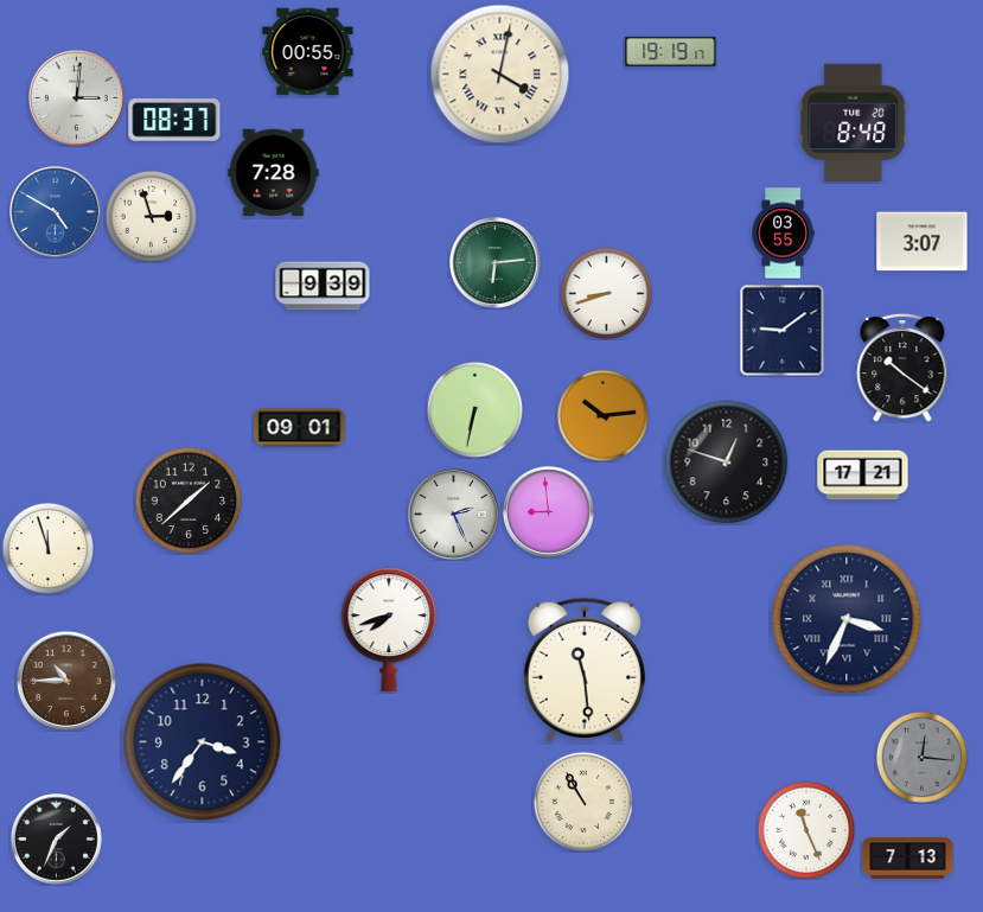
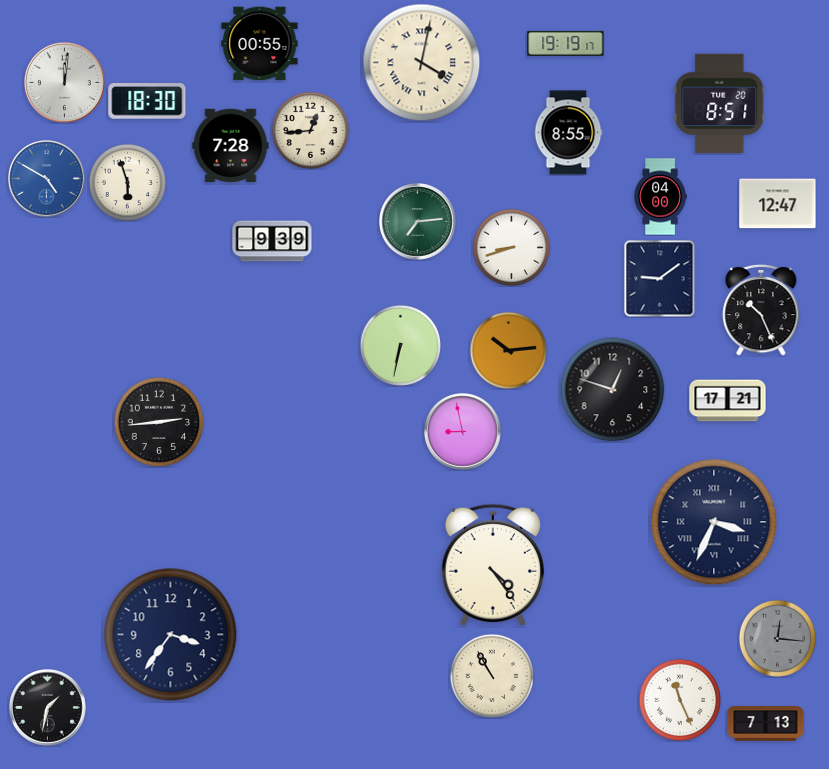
clock at (76, 97): 3:01 -> 12:01
clock at (174, 120): 08:37 -> 18:30
clock at (854, 122): 8:48 -> 8:51
clock at (310, 130): none -> 12:44
clock at (568, 133): none -> 8:55
clock at (151, 216): 2:57 -> 5:57
clock at (783, 234): 03:55 -> 04:00
clock at (923, 242): 3:07 -> 12:47
clock at (496, 263): 6:14 -> 7:14
clock at (902, 368): 10:21 -> 10:26
clock at (300, 428): 09:01 -> none
clock at (189, 500): 1:38 -> 2:44
clock at (549, 512): 8:59 -> 8:58
clock at (454, 515): 2:26 -> none
clock at (47, 548): 11:57 -> none
clock at (389, 630): 7:42 -> none
clock at (585, 669): 11:29 -> 4:24
clock at (66, 681): 10:45 -> none
clock at (203, 742) position: (203, 742) -> (171, 635)
clock at (57, 840): 1:34 -> 1:32
